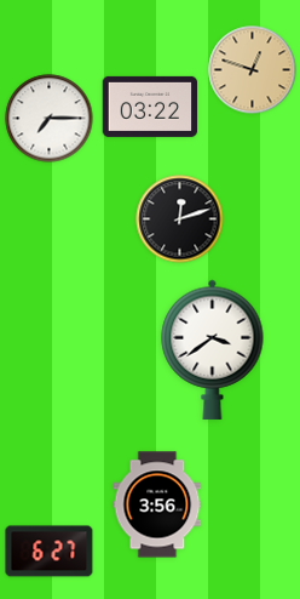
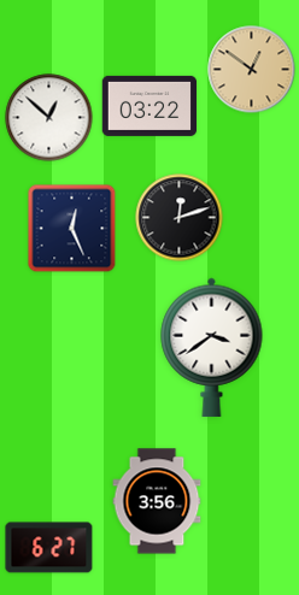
clock at (253, 70): 12:48 -> 12:51
clock at (50, 119): 7:15 -> 12:52
clock at (72, 229): none -> 12:26
